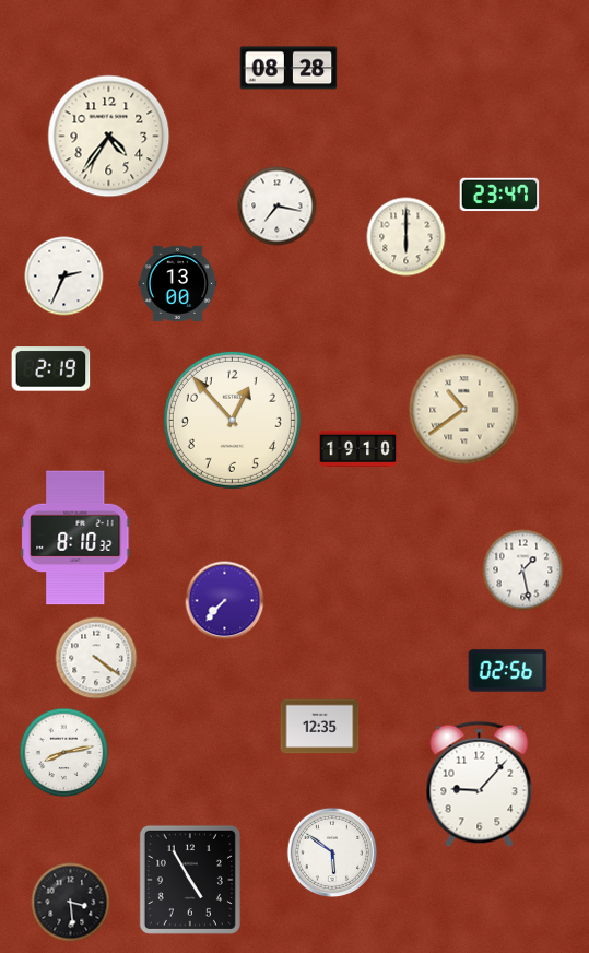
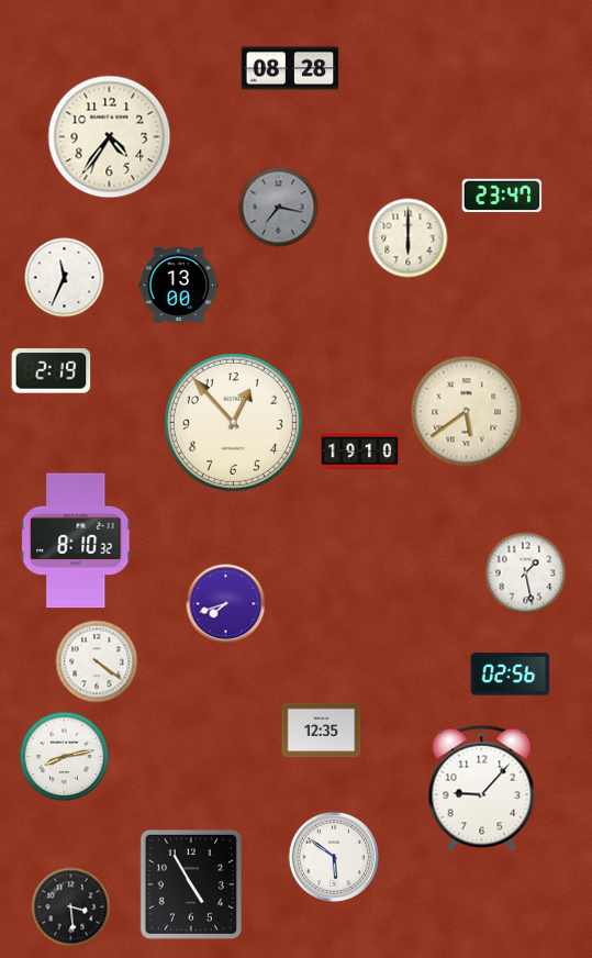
clock at (278, 207) dial: white -> grey
clock at (64, 277): 2:34 -> 11:34
clock at (464, 410): 10:39 -> 5:39
clock at (225, 601): 7:37 -> 7:42
